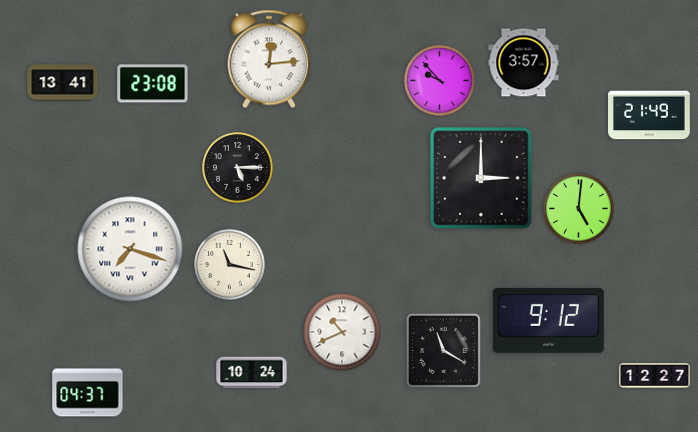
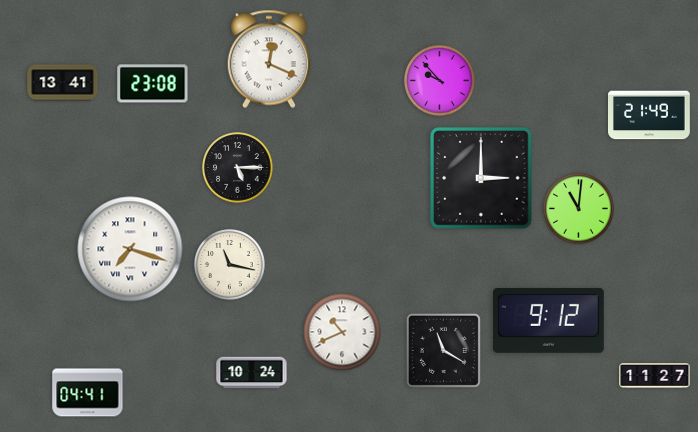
clock at (268, 59): 12:14 -> 12:19
clock at (524, 63): 3:57 -> none
clock at (579, 209): 5:01 -> 11:01
clock at (655, 376): 12:27 -> 11:27
clock at (88, 393): 04:37 -> 04:41
